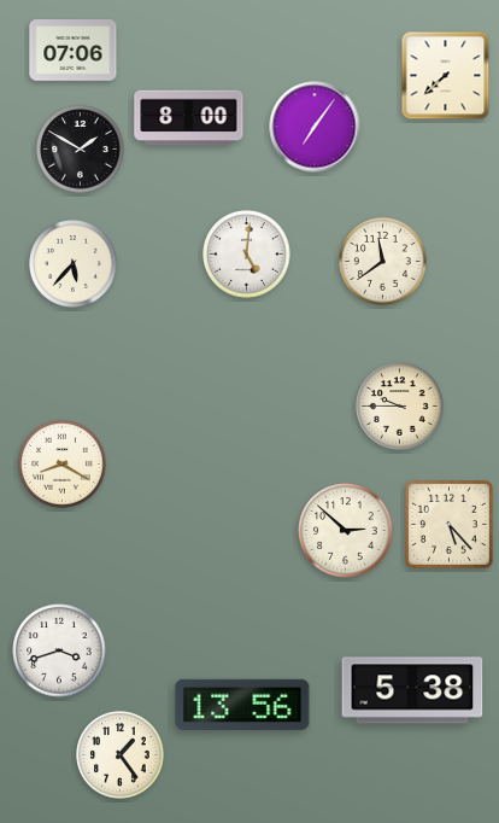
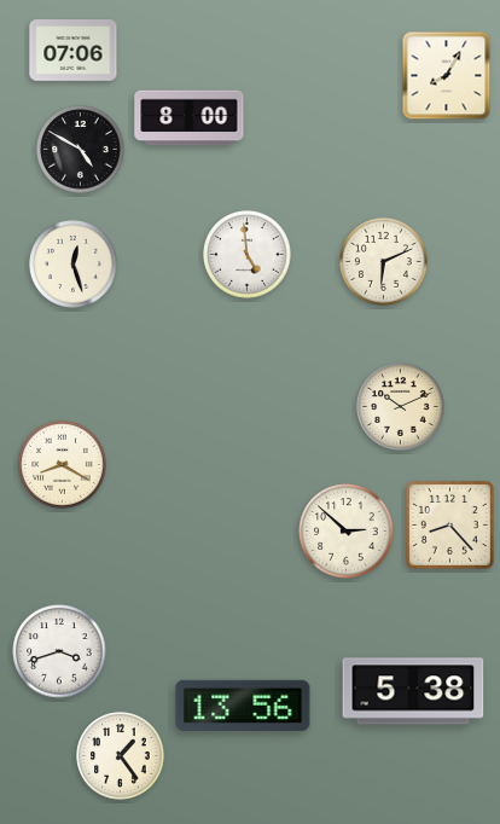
clock at (446, 76): 7:38 -> 8:05
clock at (315, 127): 7:06 -> none
clock at (81, 150): 1:50 -> 4:50
clock at (247, 255): 5:01 -> 4:59
clock at (383, 262): 11:39 -> 6:11
clock at (74, 264): 5:37 -> 12:27
clock at (400, 407): 9:45 -> 10:11
clock at (448, 524): 5:23 -> 8:23
